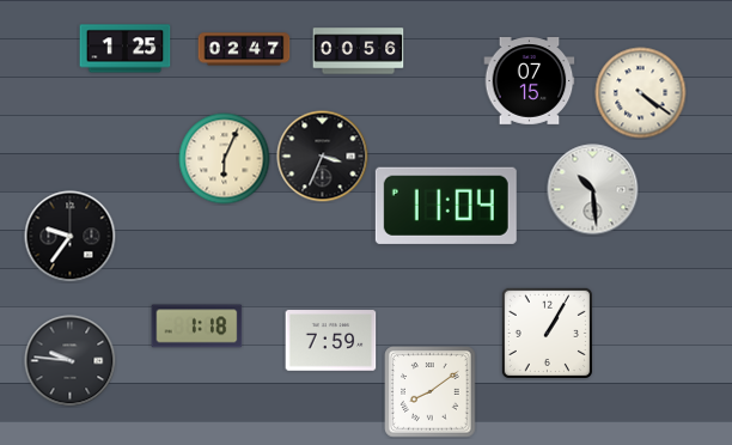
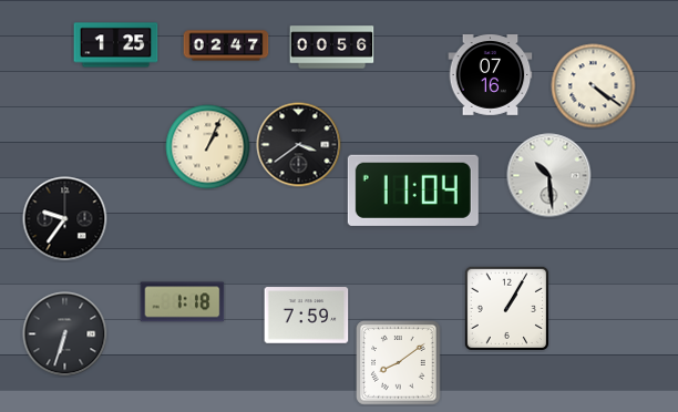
clock at (530, 81): 07:15 -> 07:16
clock at (323, 157): 3:34 -> 3:39
clock at (225, 159): 6:04 -> 1:04
clock at (71, 361): 9:46 -> 6:33
